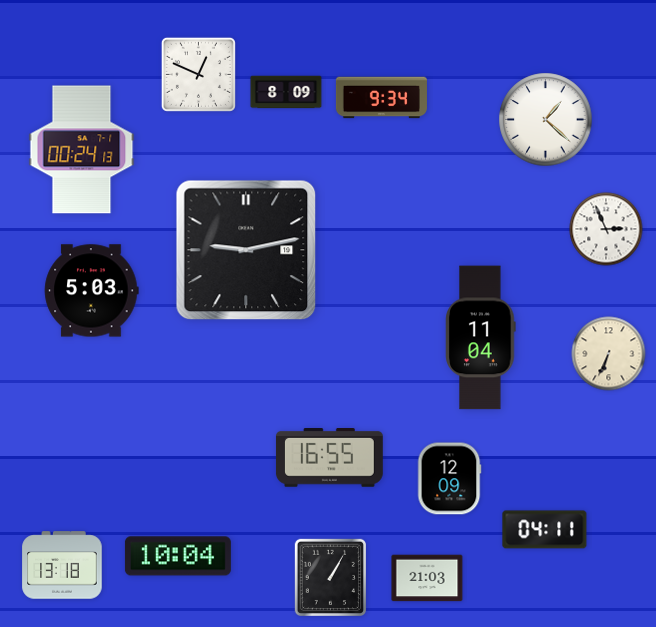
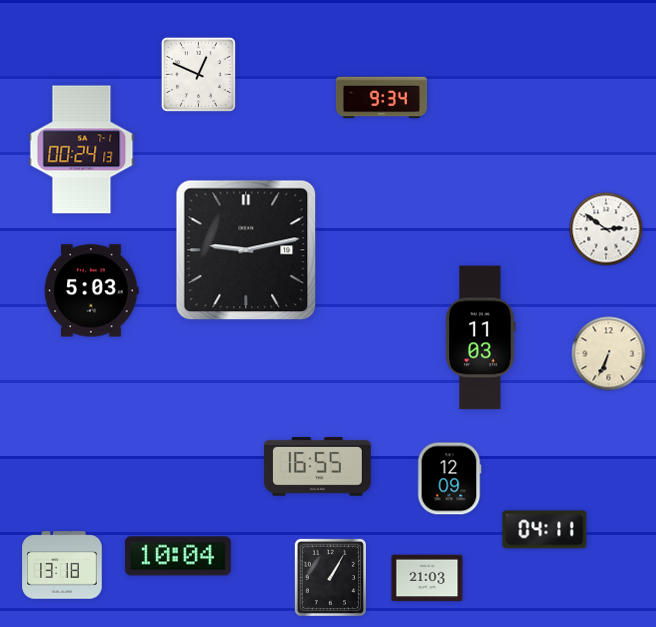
clock at (286, 92): 8:09 -> none
clock at (546, 120): 1:22 -> none
clock at (606, 229): 2:56 -> 2:51
clock at (481, 338): 11:04 -> 11:03
clock at (330, 458) position: (330, 458) -> (318, 467)
